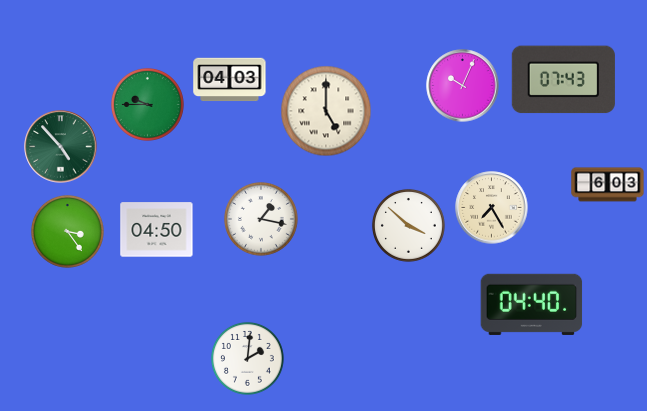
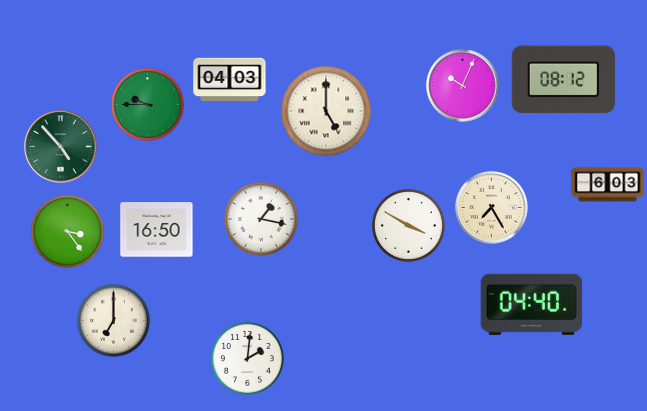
clock at (563, 80): 07:43 -> 08:12
clock at (408, 225): 3:52 -> 3:50
clock at (157, 230): 04:50 -> 16:50
clock at (113, 320): none -> 7:00
